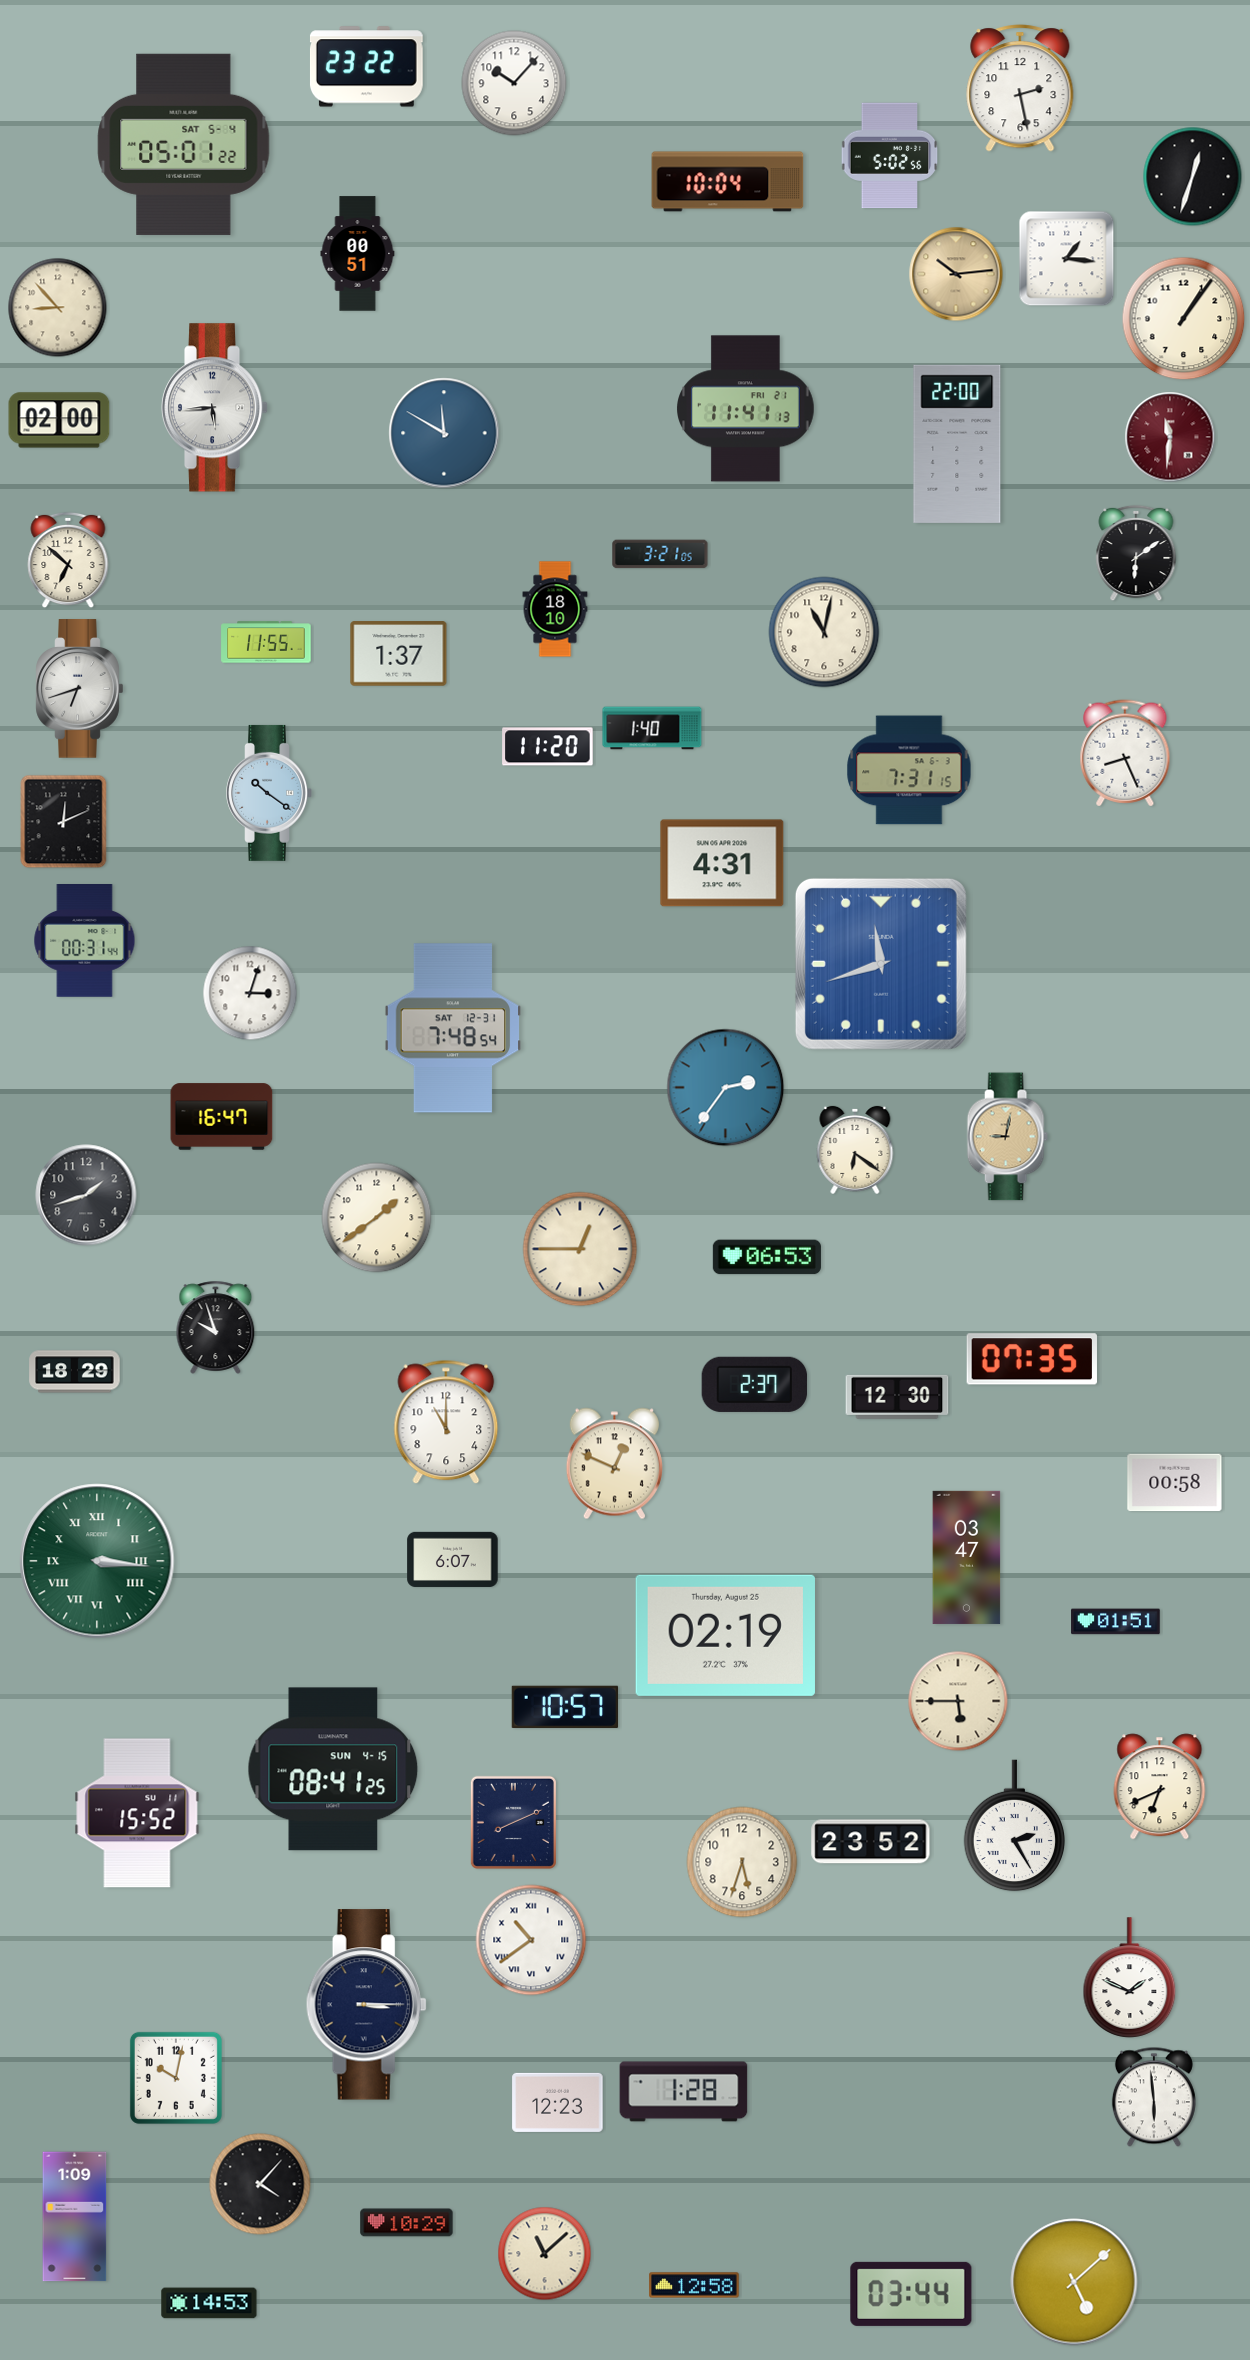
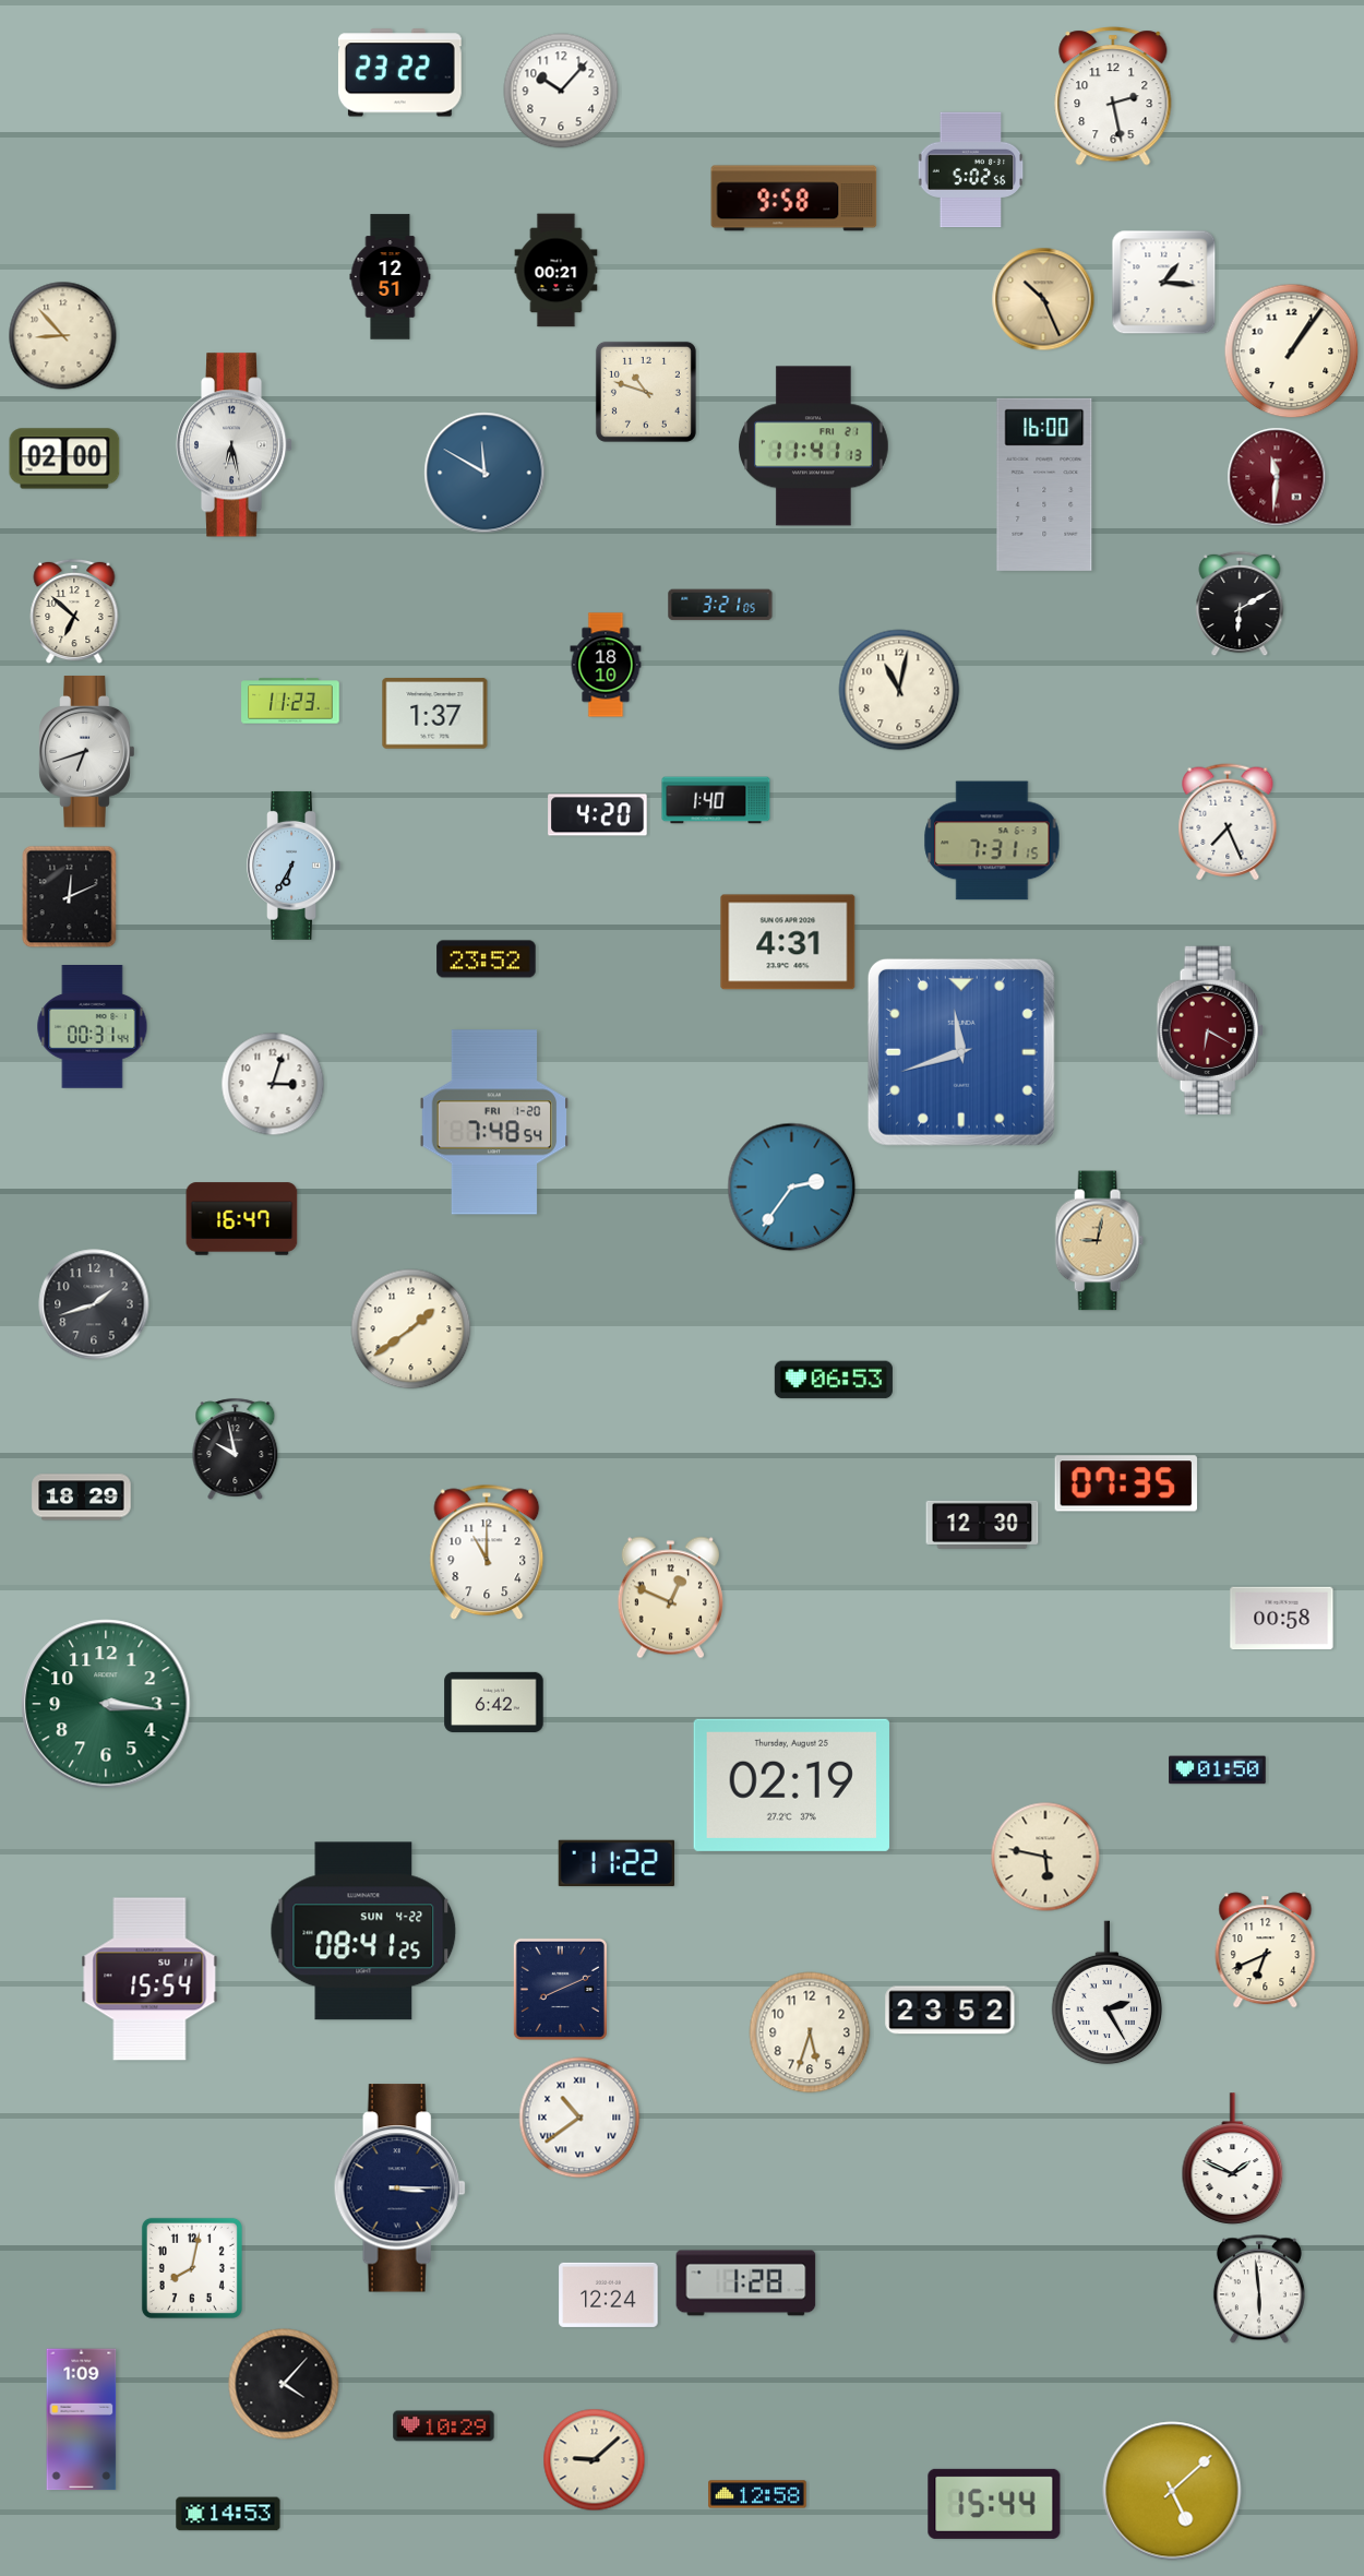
clock at (184, 144): 05:01 -> none
clock at (1193, 177): 12:33 -> none
clock at (728, 182): 10:04 -> 9:58
clock at (557, 271): none -> 00:21
clock at (358, 254): 00:51 -> 12:51
clock at (956, 274): 10:14 -> 10:26
clock at (1184, 319) position: (1184, 319) -> (1292, 351)
clock at (646, 392): none -> 10:48
clock at (215, 408): 5:44 -> 6:28
clock at (957, 444): 22:00 -> 16:00
clock at (1136, 553): 6:09 -> 6:10
clock at (266, 642): 11:55 -> 11:23
clock at (652, 728) position: (652, 728) -> (716, 800)
clock at (548, 747): 11:20 -> 4:20
clock at (1125, 753): 8:26 -> 7:26
clock at (269, 793): 10:21 -> 6:35
clock at (487, 959): none -> 23:52
clock at (1210, 1030): none -> 6:20
clock at (453, 1028) date: SAT 12-31 -> FRI 1-20
clock at (855, 1150): 6:21 -> none
clock at (580, 1249): 12:45 -> none
clock at (767, 1257) position: (767, 1257) -> (834, 1380)
clock at (216, 1327): 9:57 -> 9:58
clock at (755, 1384): 2:37 -> none
clock at (897, 1397) position: (897, 1397) -> (982, 1525)
clock at (967, 1557): 03:47 -> none
clock at (453, 1559): 6:07 -> 6:42
clock at (97, 1561) numerals: Roman -> Arabic
clock at (1116, 1622): 01:51 -> 01:50
clock at (958, 1701): 5:45 -> 5:47
clock at (565, 1707): 10:57 -> 11:22
clock at (333, 1769) date: SUN 4-15 -> SUN 4-22
clock at (137, 1813): 15:52 -> 15:54
clock at (176, 2078): 10:02 -> 8:02
clock at (558, 2102): 12:23 -> 12:24
clock at (545, 2254): 11:08 -> 9:08
clock at (911, 2294): 03:44 -> 15:44
